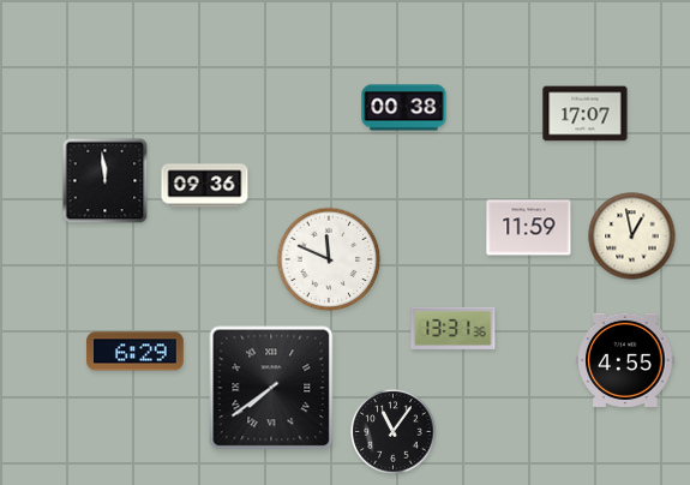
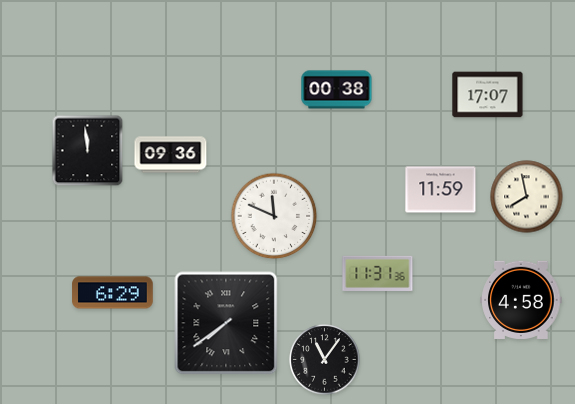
clock at (632, 236): 12:58 -> 7:58
clock at (454, 328): 13:31 -> 11:31
clock at (625, 360): 4:55 -> 4:58
clock at (394, 432) position: (394, 432) -> (325, 360)
